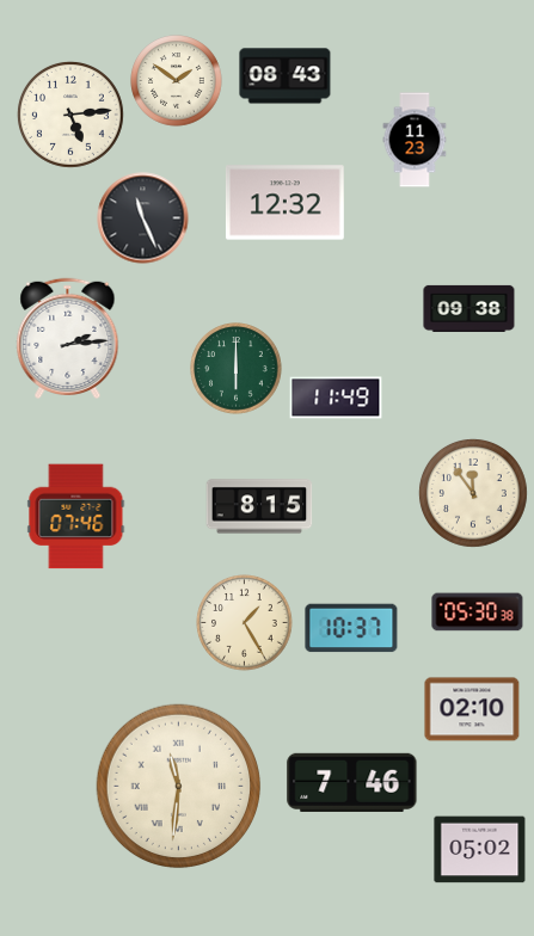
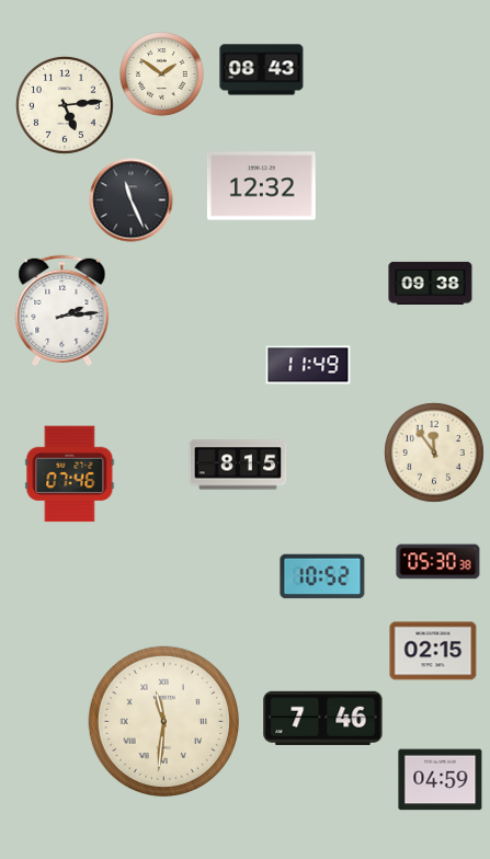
clock at (415, 140): 11:23 -> none
clock at (237, 369): 6:00 -> none
clock at (245, 623): 1:25 -> none
clock at (351, 628): 10:37 -> 10:52
clock at (472, 709): 02:10 -> 02:15
clock at (480, 850): 05:02 -> 04:59
